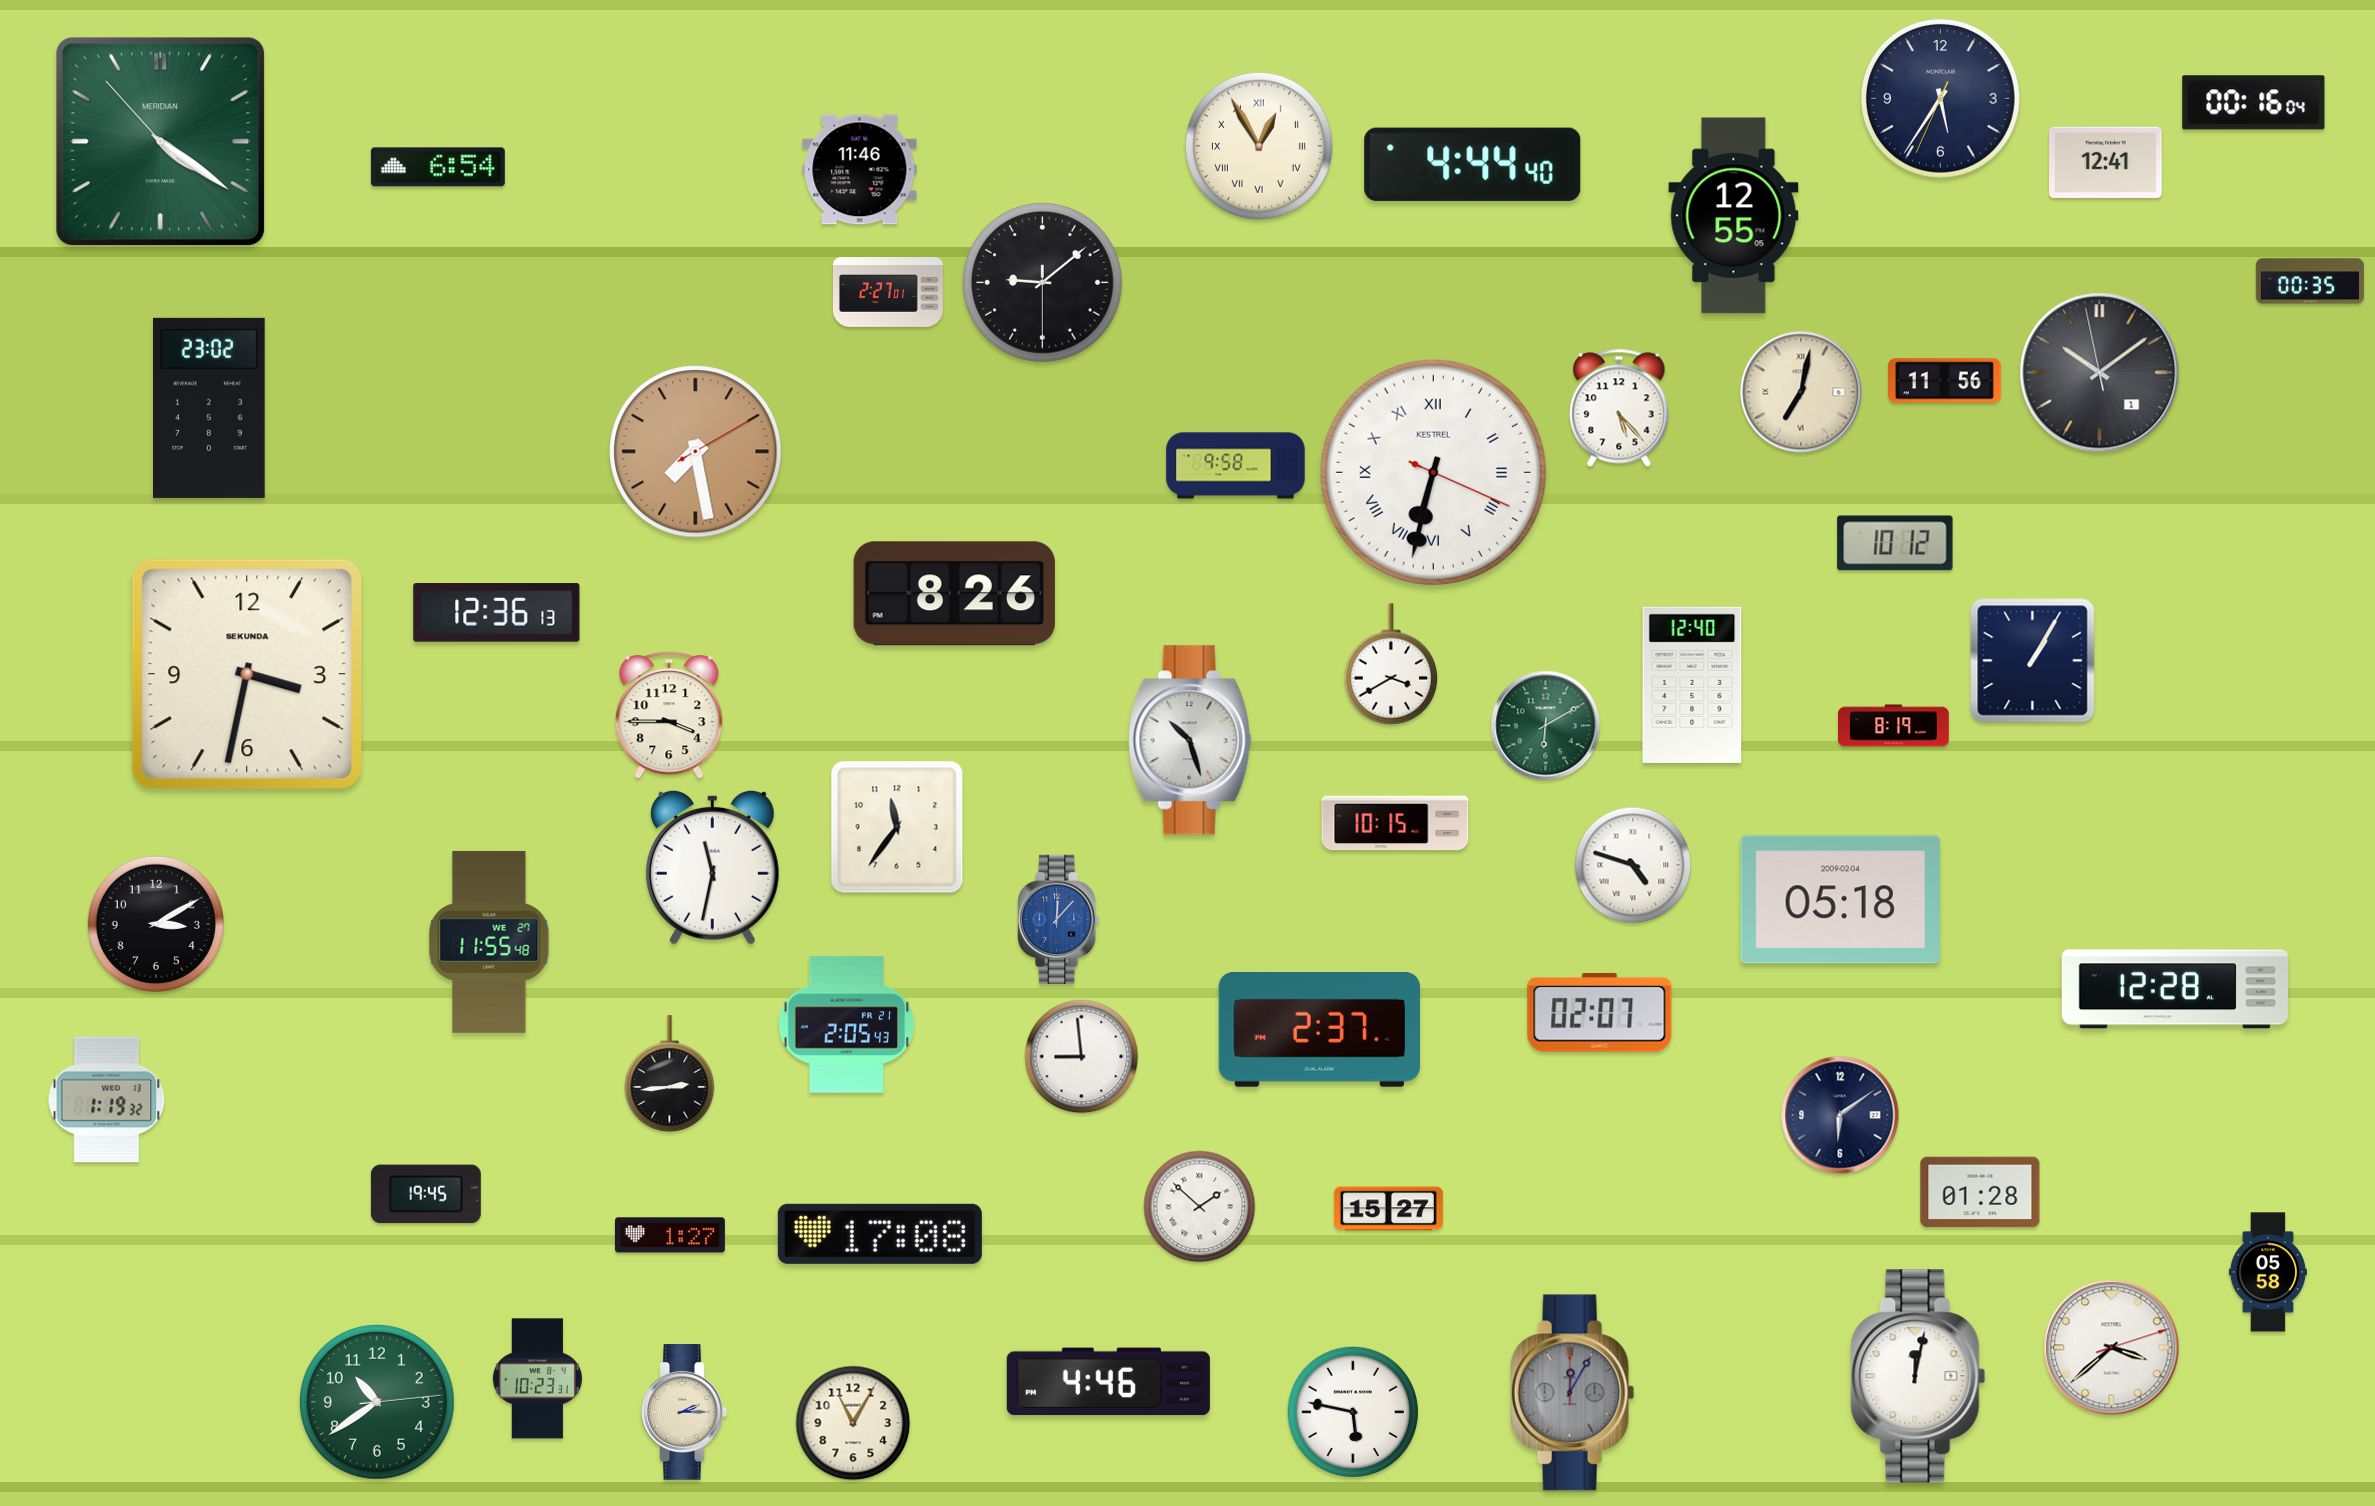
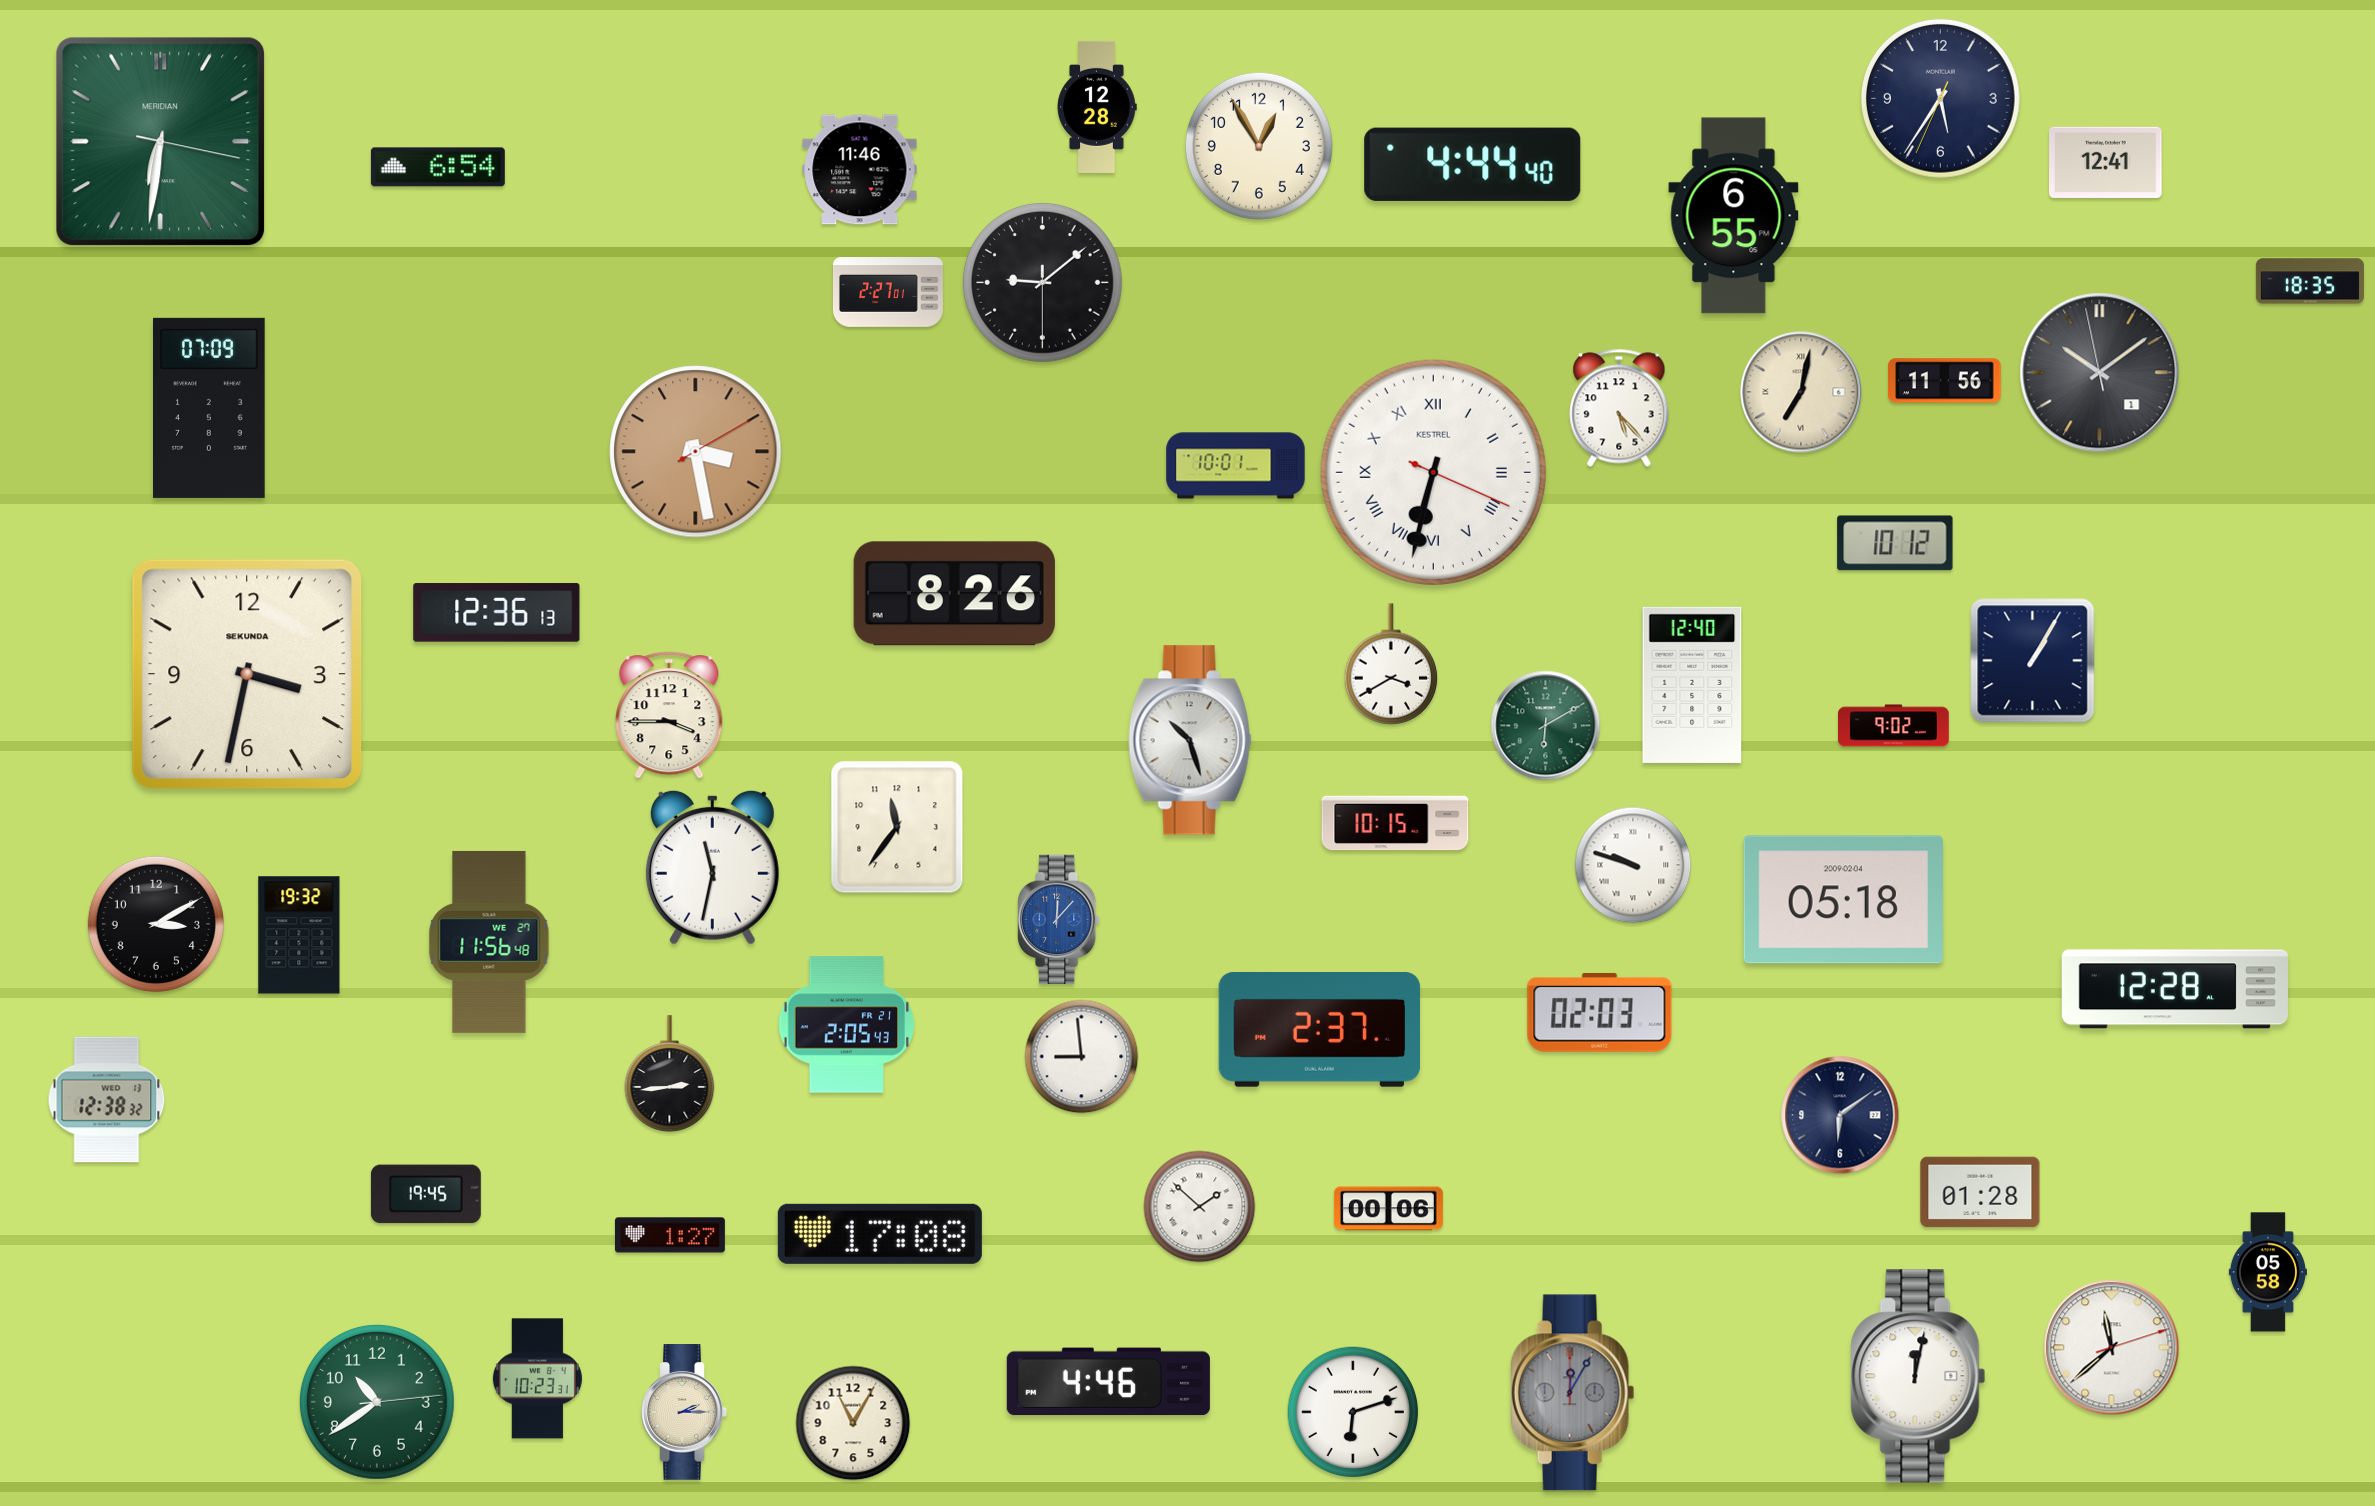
clock at (2254, 103): 00:16 -> none
clock at (1097, 107): none -> 12:28
clock at (161, 142): 4:20 -> 6:31
clock at (1259, 146) numerals: Roman -> Arabic
clock at (1734, 216): 12:55 -> 6:55
clock at (2310, 281): 00:35 -> 18:35
clock at (209, 408): 23:02 -> 07:09
clock at (696, 452): 7:28 -> 3:28
clock at (1236, 466): 9:58 -> 10:01
clock at (1894, 726): 8:19 -> 9:02
clock at (1633, 865): 4:48 -> 9:48
clock at (1840, 900) position: (1840, 900) -> (1843, 900)
clock at (299, 935): none -> 19:32
clock at (489, 942): 11:55 -> 11:56
clock at (1600, 1013): 02:07 -> 02:03
clock at (107, 1100): 1:19 -> 12:38
clock at (1388, 1209): 15:27 -> 00:06
clock at (2112, 1348): 3:38 -> 11:38
clock at (1352, 1411): 5:47 -> 6:12
